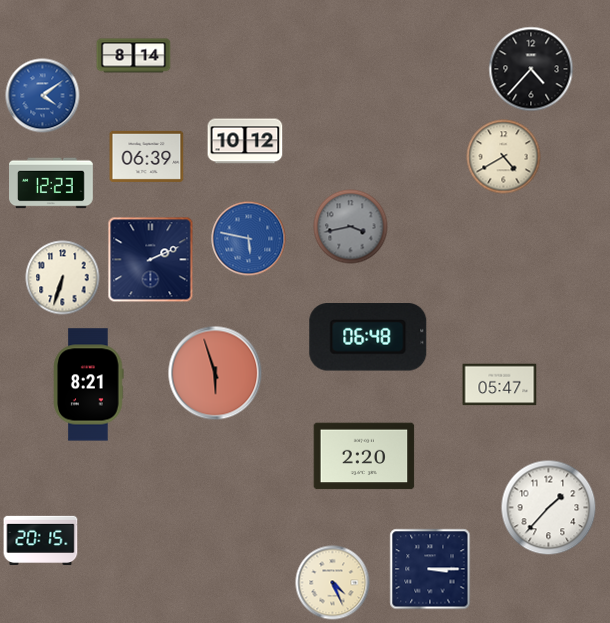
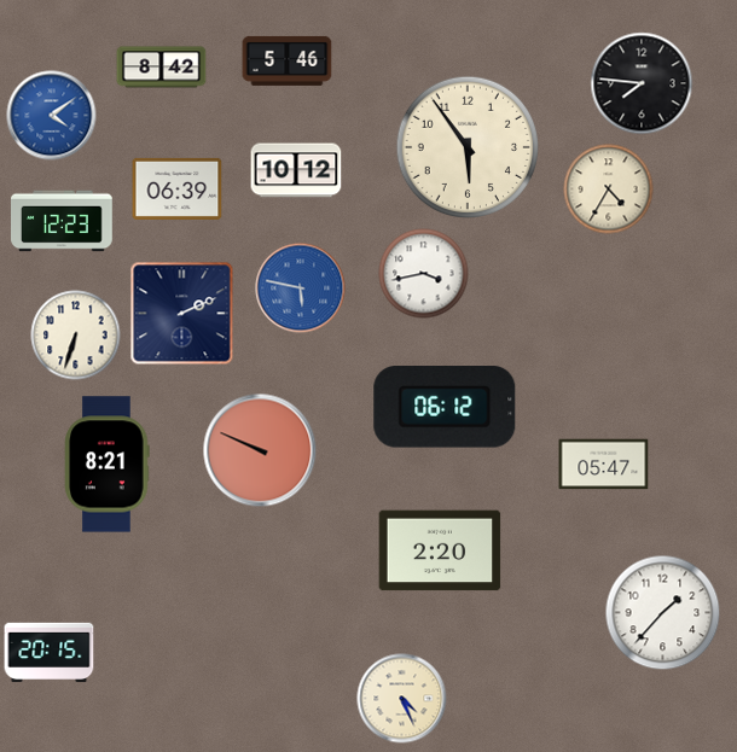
clock at (288, 60): none -> 5:46
clock at (134, 56): 8:14 -> 8:42
clock at (531, 69): 4:37 -> 7:46
clock at (466, 146): none -> 5:54
clock at (504, 157): 4:40 -> 4:35
clock at (351, 227) dial: grey -> white
clock at (368, 338): 06:48 -> 06:12
clock at (215, 373): 5:57 -> 9:49
clock at (430, 569): 3:15 -> none
clock at (333, 583) position: (333, 583) -> (402, 699)
